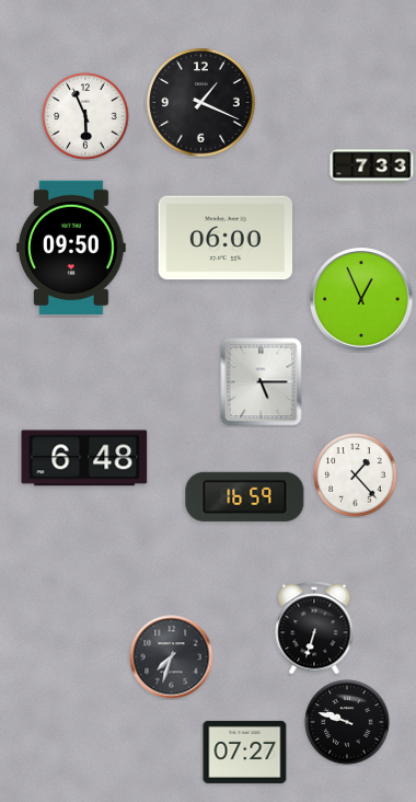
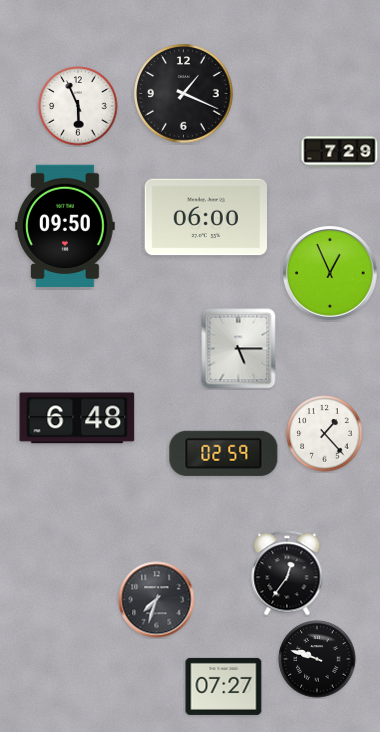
clock at (372, 167): 7:33 -> 7:29
clock at (245, 496): 16:59 -> 02:59
clock at (314, 628): 6:33 -> 12:36
